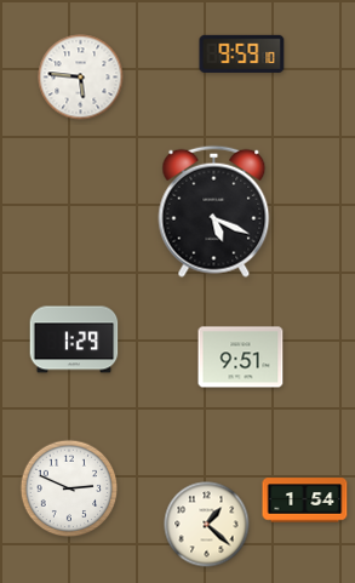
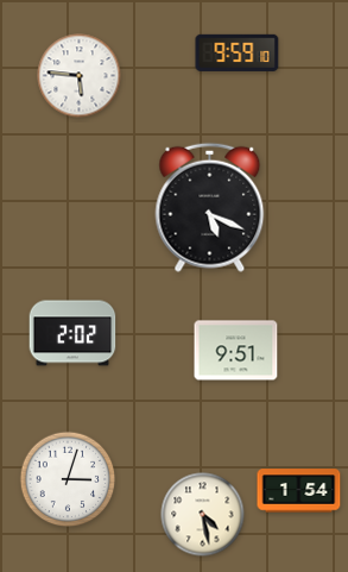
clock at (74, 339): 1:29 -> 2:02
clock at (69, 488): 2:49 -> 3:03
clock at (207, 525): 1:22 -> 4:28
